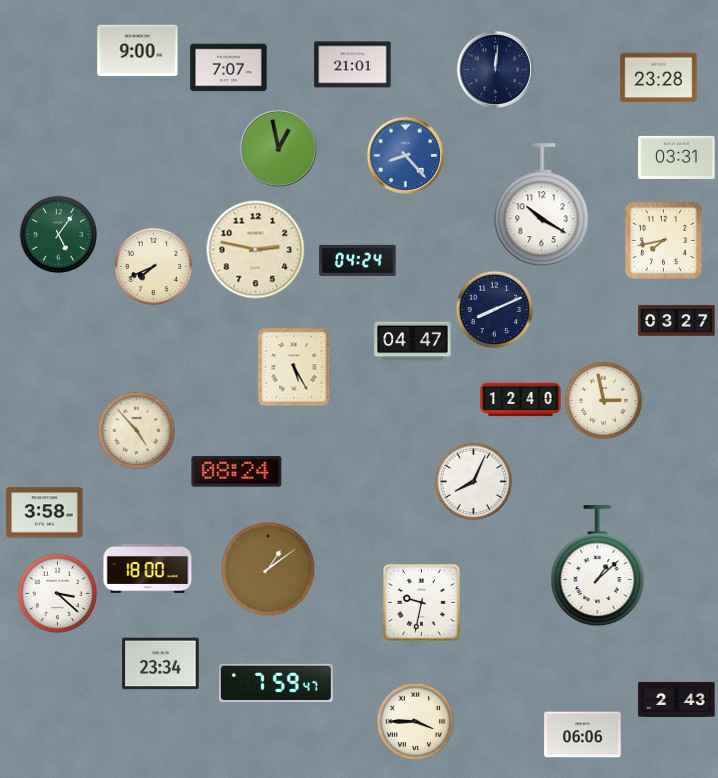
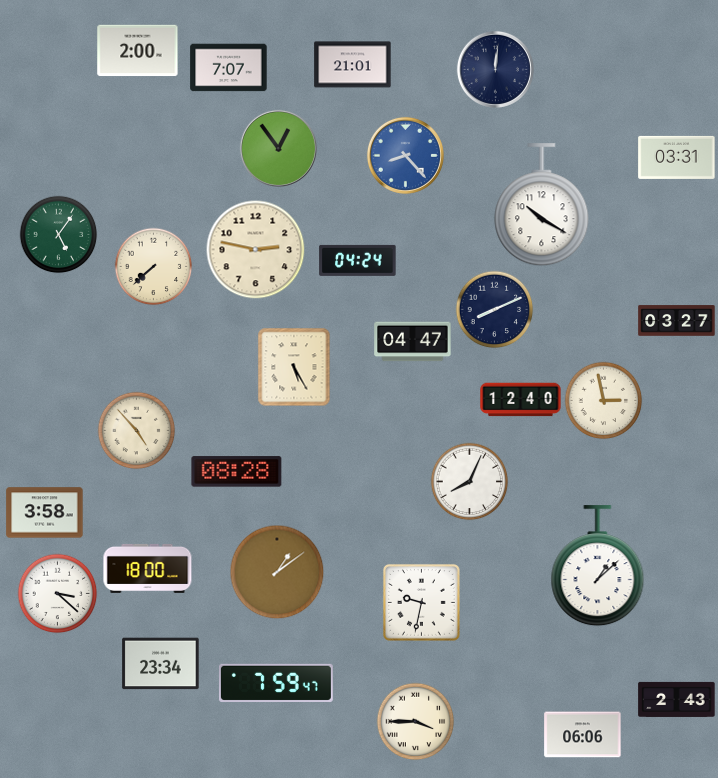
clock at (138, 51): 9:00 -> 2:00
clock at (659, 78): 23:28 -> none
clock at (278, 148): 12:58 -> 12:54
clock at (663, 240): 7:43 -> none
clock at (153, 266): 7:41 -> 7:38
clock at (237, 472): 08:24 -> 08:28
clock at (473, 481) position: (473, 481) -> (469, 481)
clock at (268, 569) position: (268, 569) -> (277, 572)
